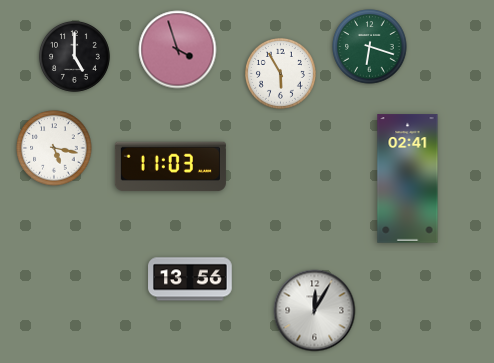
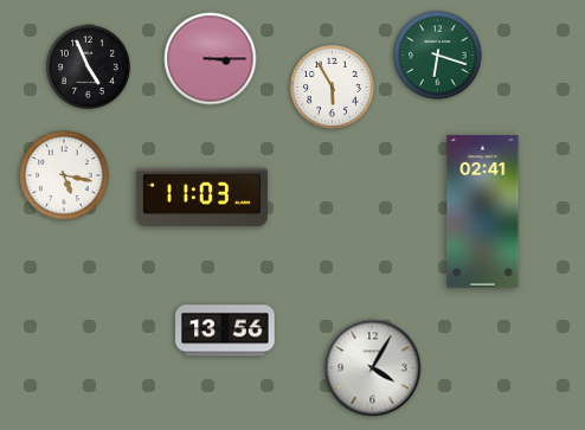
clock at (178, 50): 3:57 -> 3:15
clock at (74, 56): 5:00 -> 4:56
clock at (315, 311): 12:05 -> 4:05
